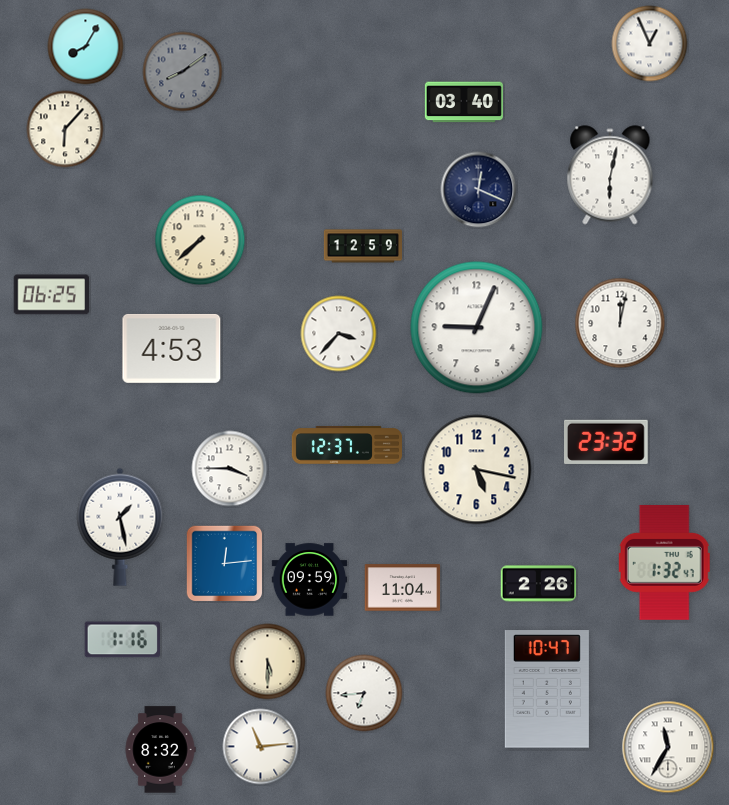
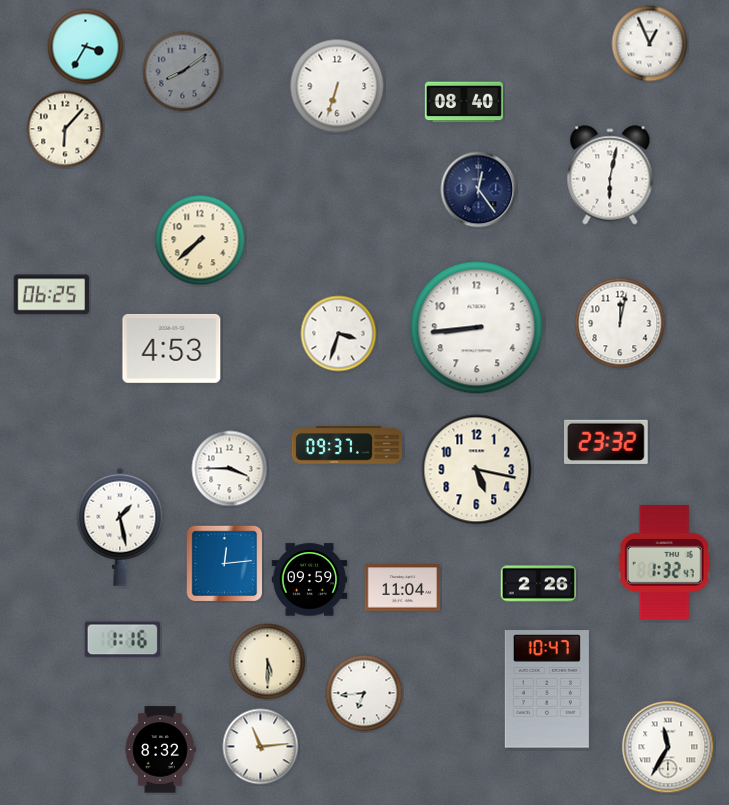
clock at (86, 47): 8:05 -> 3:35
clock at (337, 86): none -> 6:33
clock at (464, 102): 03:40 -> 08:40
clock at (479, 190): 12:19 -> 12:24
clock at (362, 246): 12:59 -> none
clock at (477, 328): 9:04 -> 8:44
clock at (339, 334): 3:37 -> 3:33
clock at (347, 445): 12:37 -> 09:37
